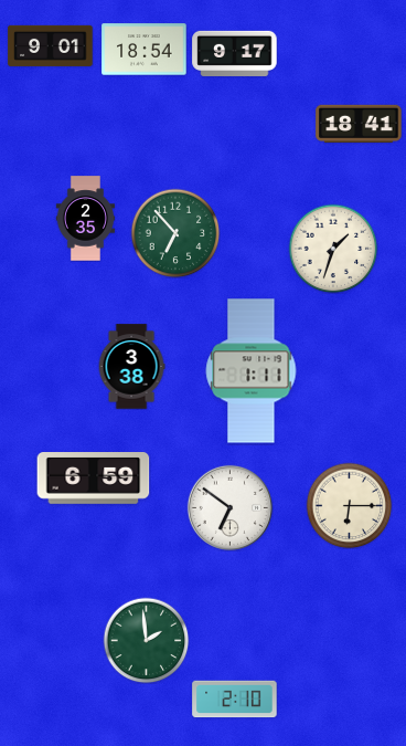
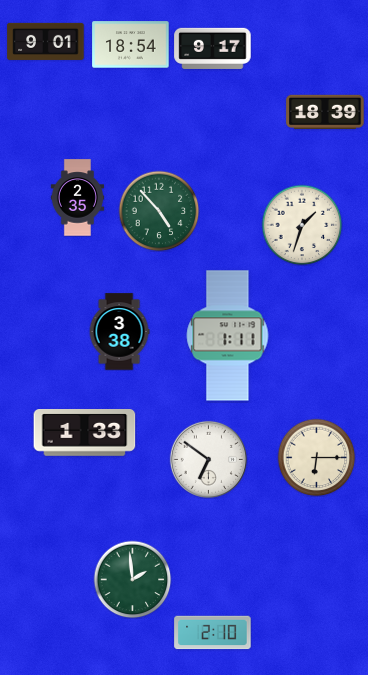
clock at (359, 123): 18:41 -> 18:39
clock at (175, 233): 6:53 -> 4:53
clock at (94, 479): 6:59 -> 1:33
